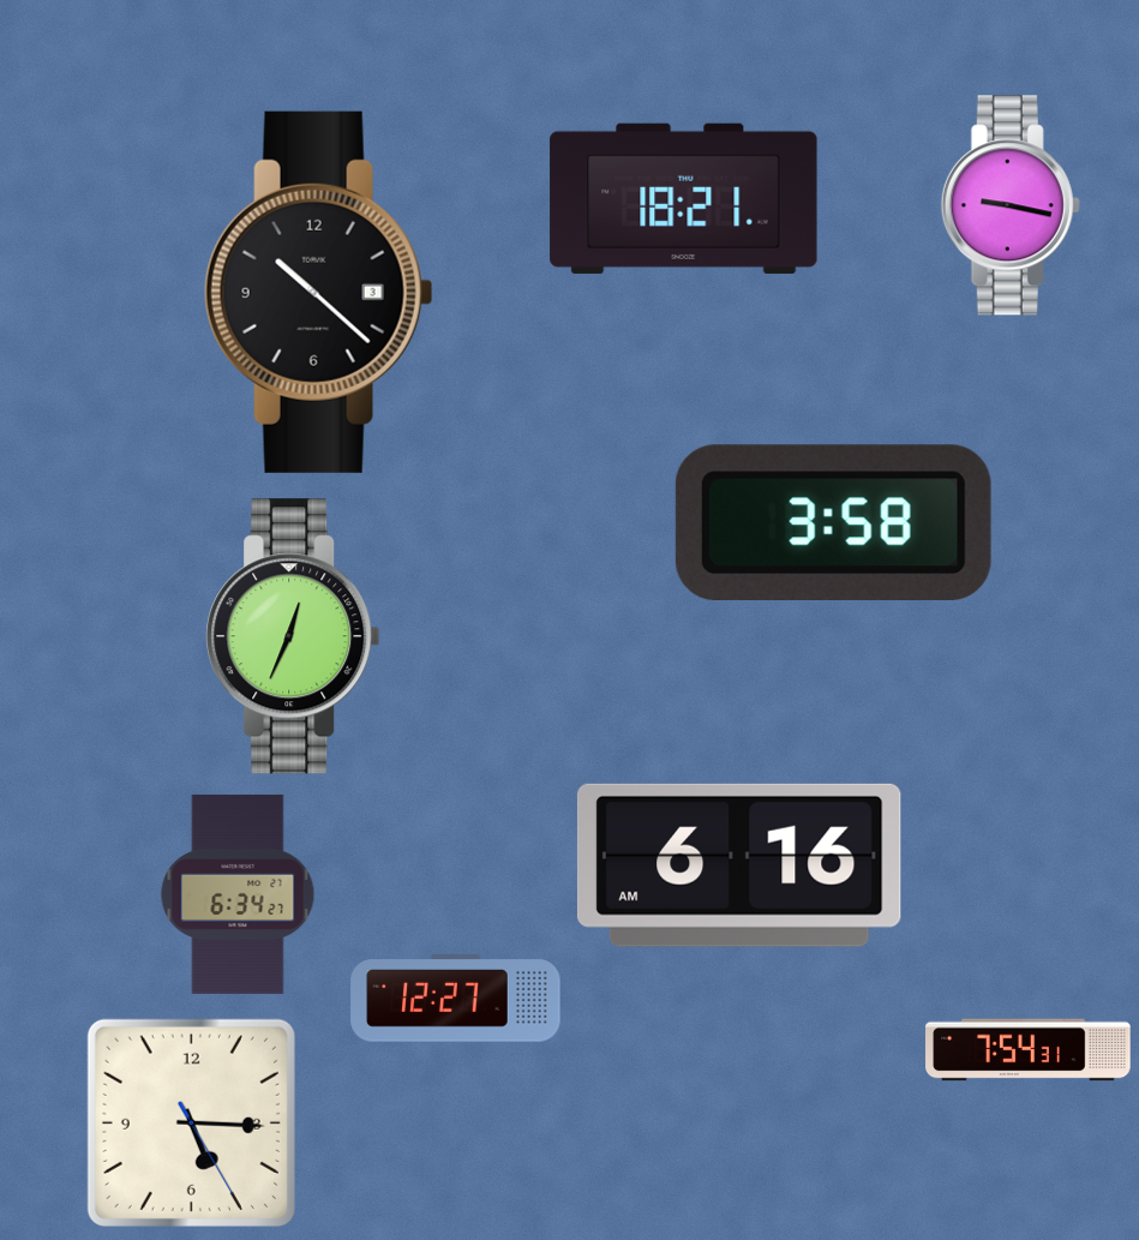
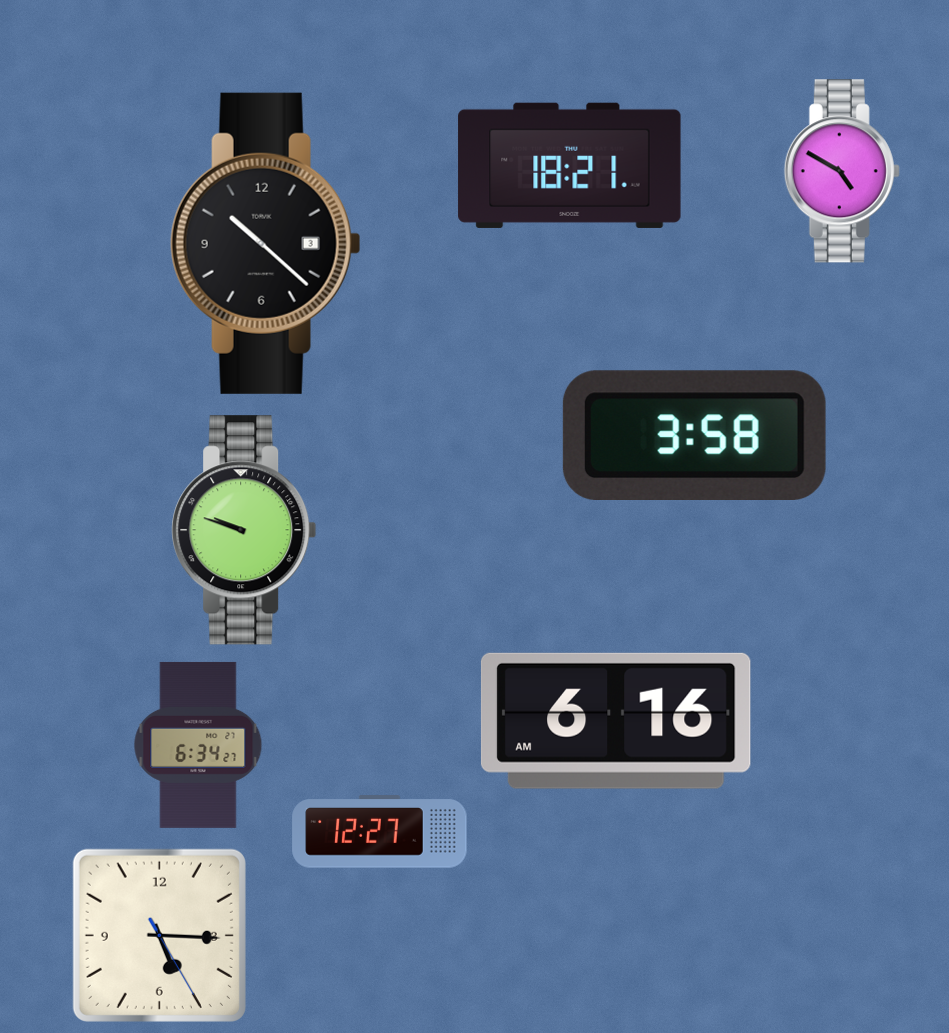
clock at (1011, 205): 9:17 -> 4:50
clock at (293, 636): 12:34 -> 9:48
clock at (1029, 1050): 7:54 -> none
